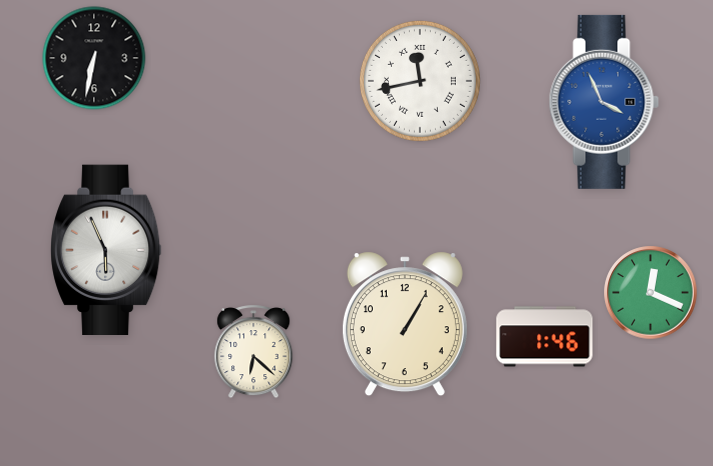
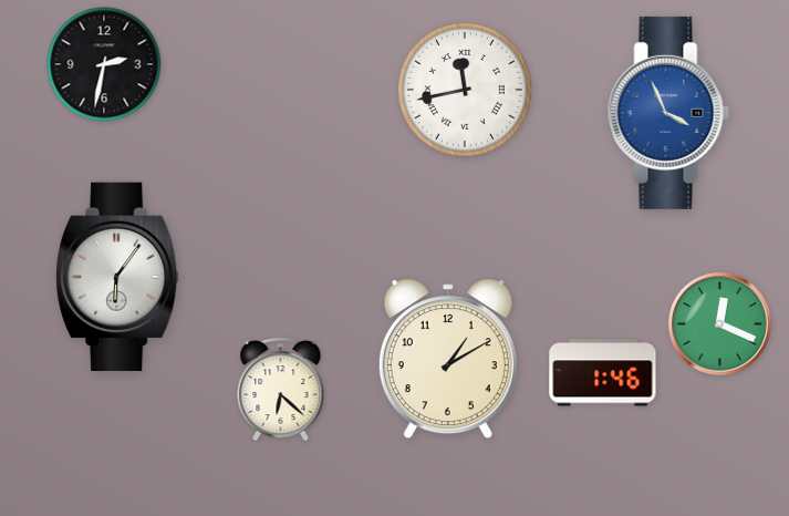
clock at (94, 58): 6:32 -> 2:32
clock at (106, 249): 5:56 -> 6:06
clock at (405, 324): 1:05 -> 1:10
